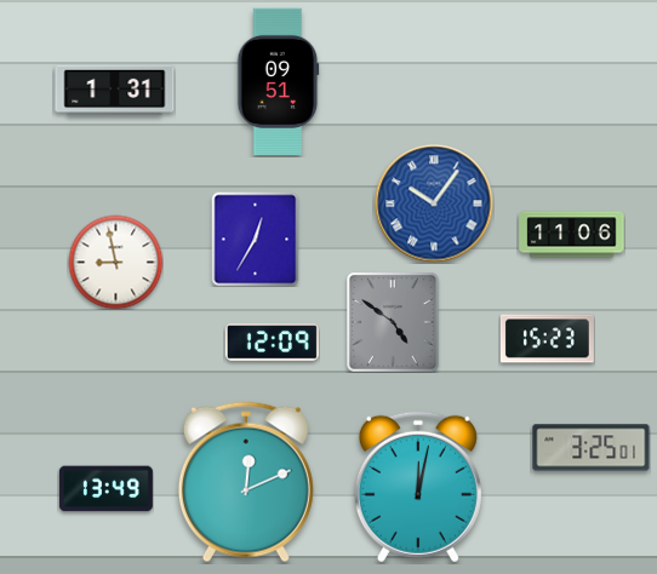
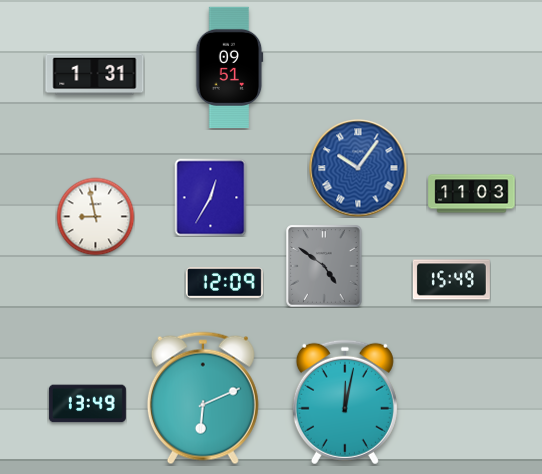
clock at (572, 235): 11:06 -> 11:03
clock at (547, 339): 15:23 -> 15:49
clock at (592, 448): 3:25 -> none
clock at (246, 482): 12:11 -> 6:11
